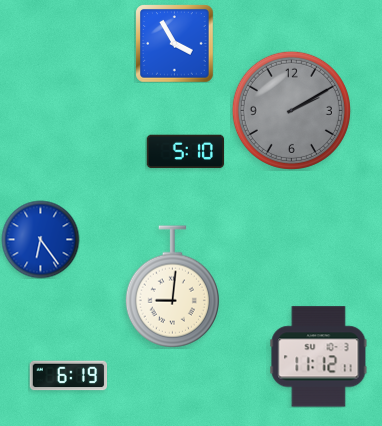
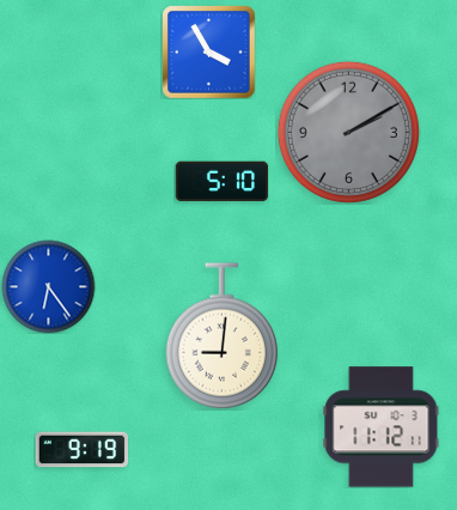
clock at (172, 287) position: (172, 287) -> (221, 336)
clock at (68, 376): 6:19 -> 9:19
